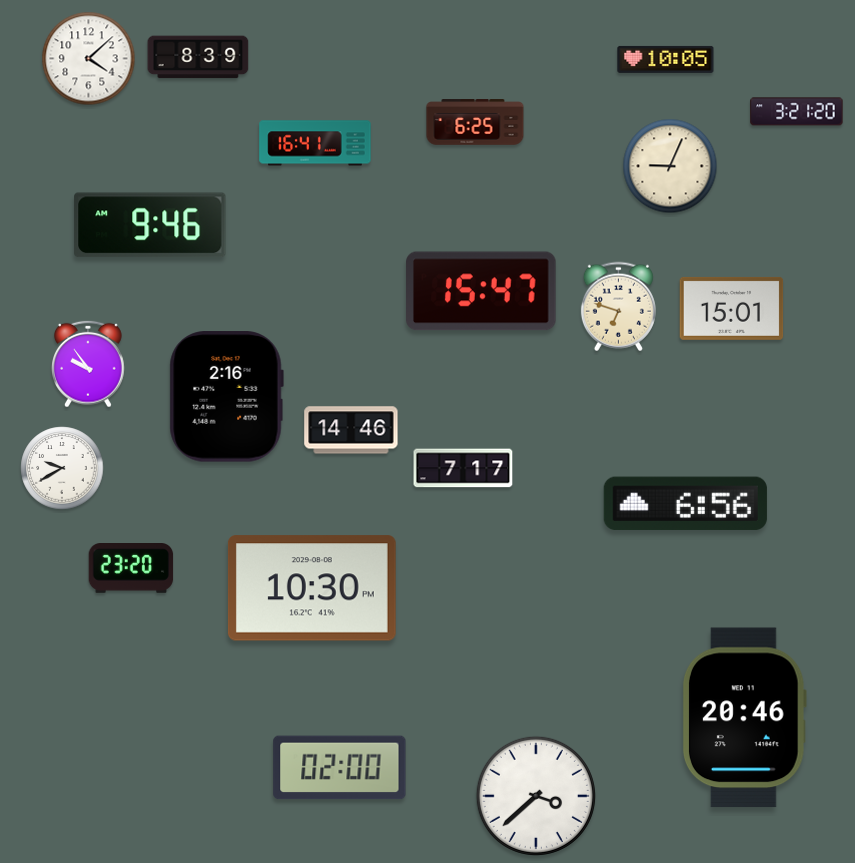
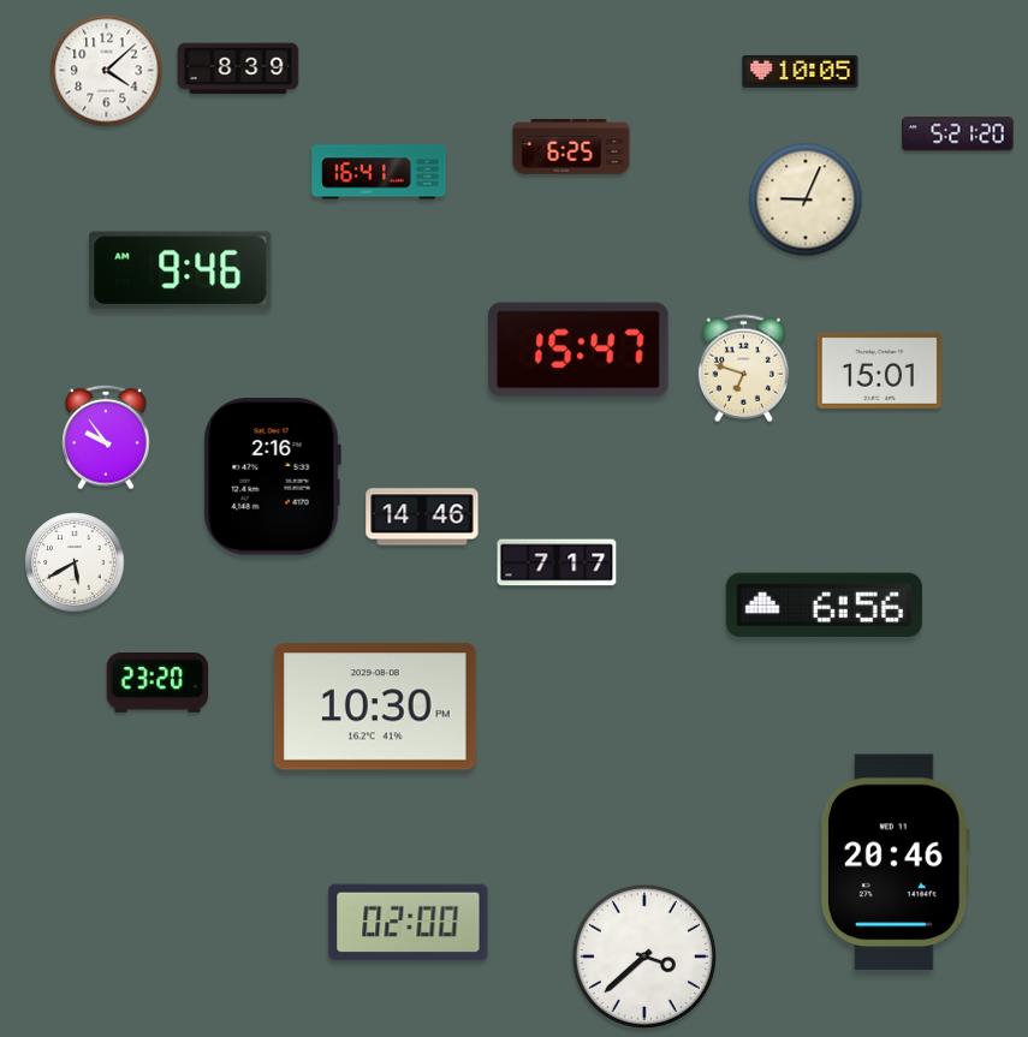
clock at (797, 112): 3:21 -> 5:21
clock at (62, 468): 9:40 -> 5:40
